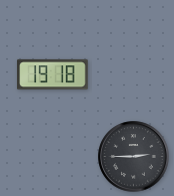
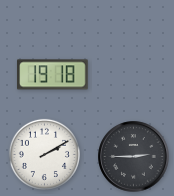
clock at (44, 154): none -> 2:10
